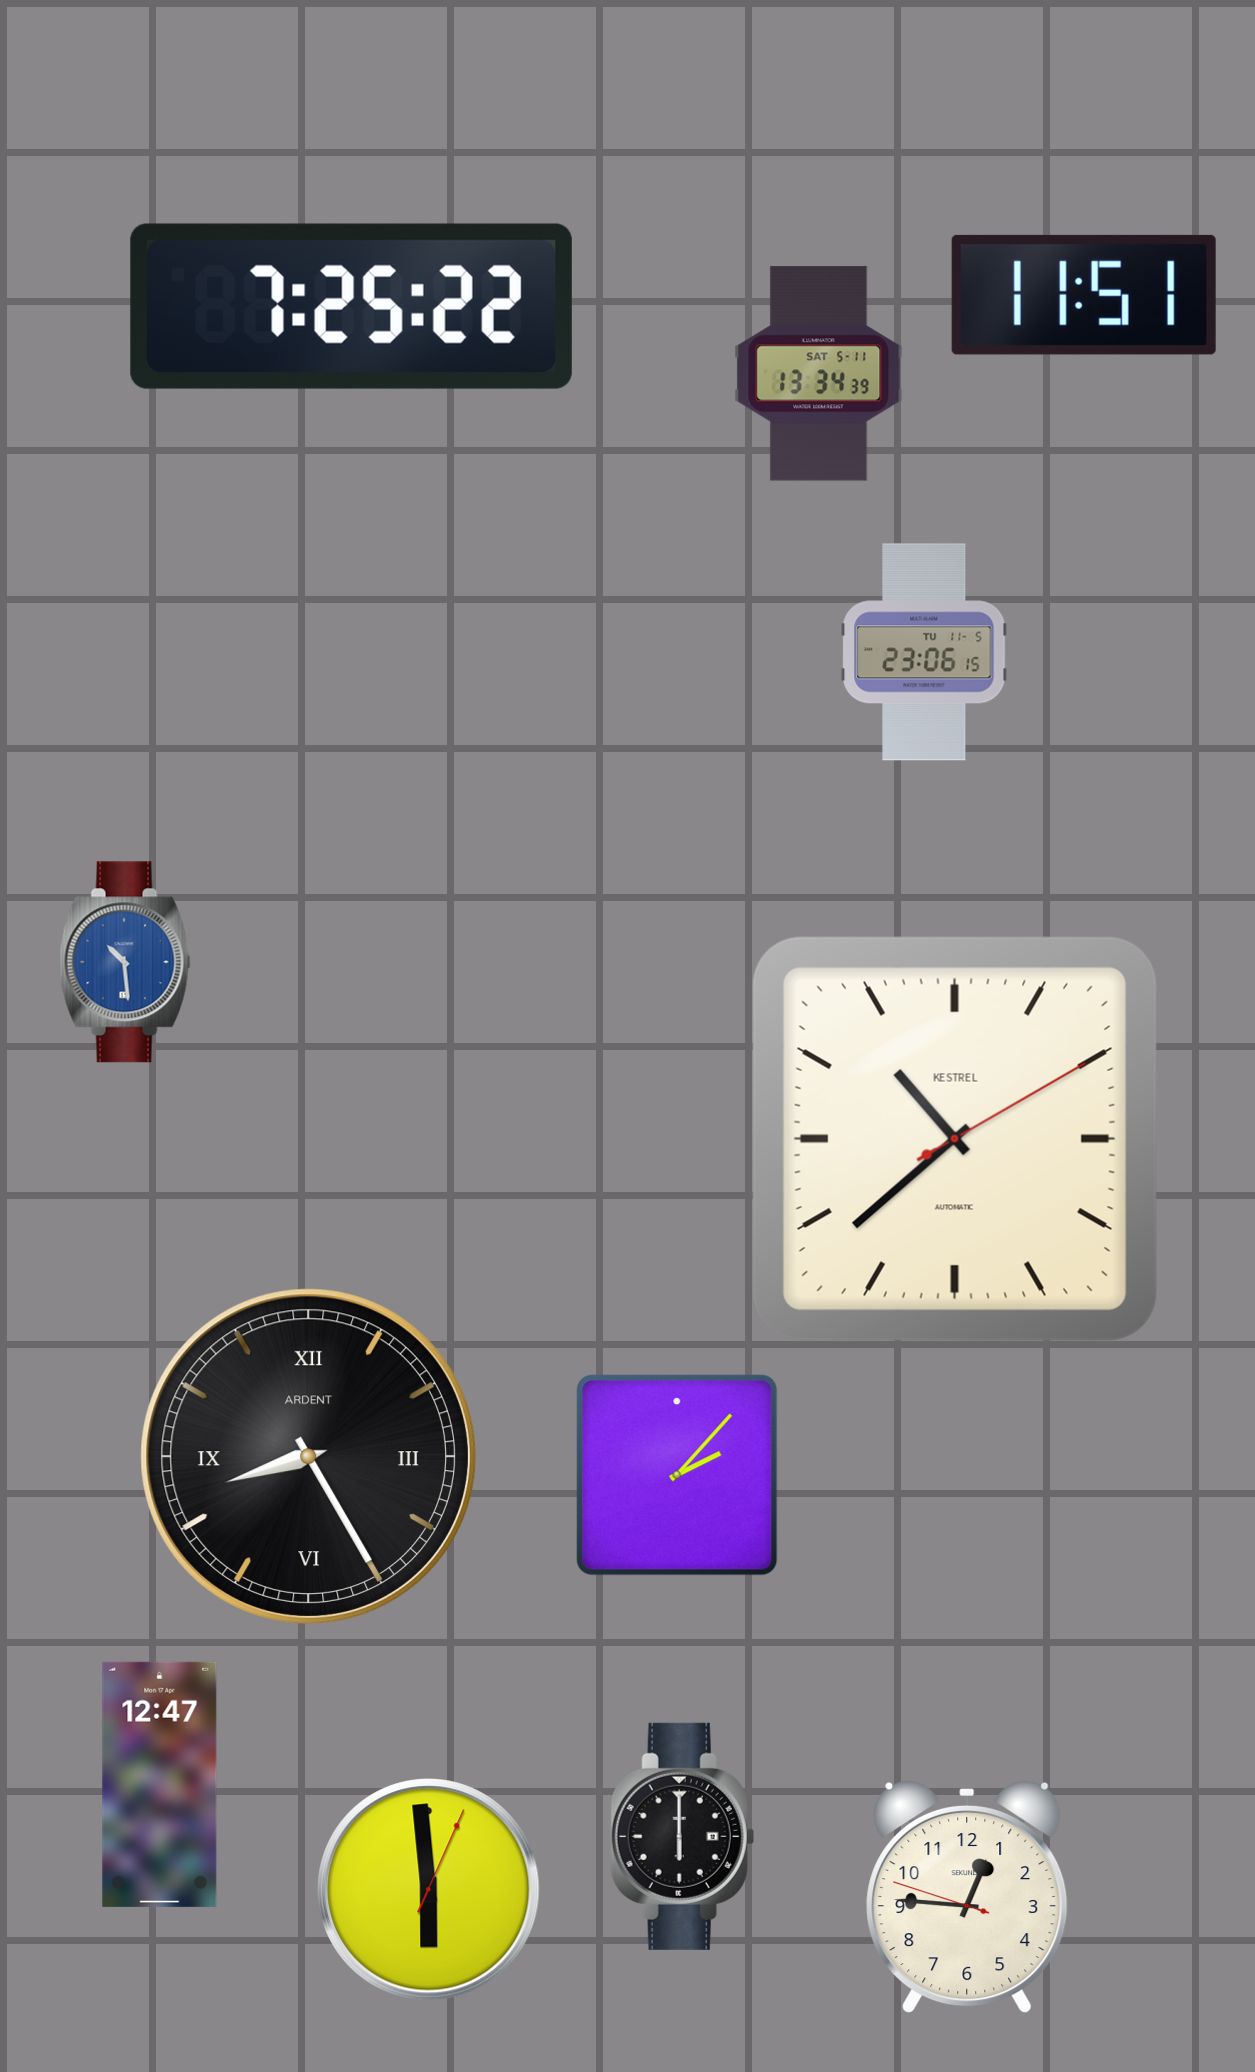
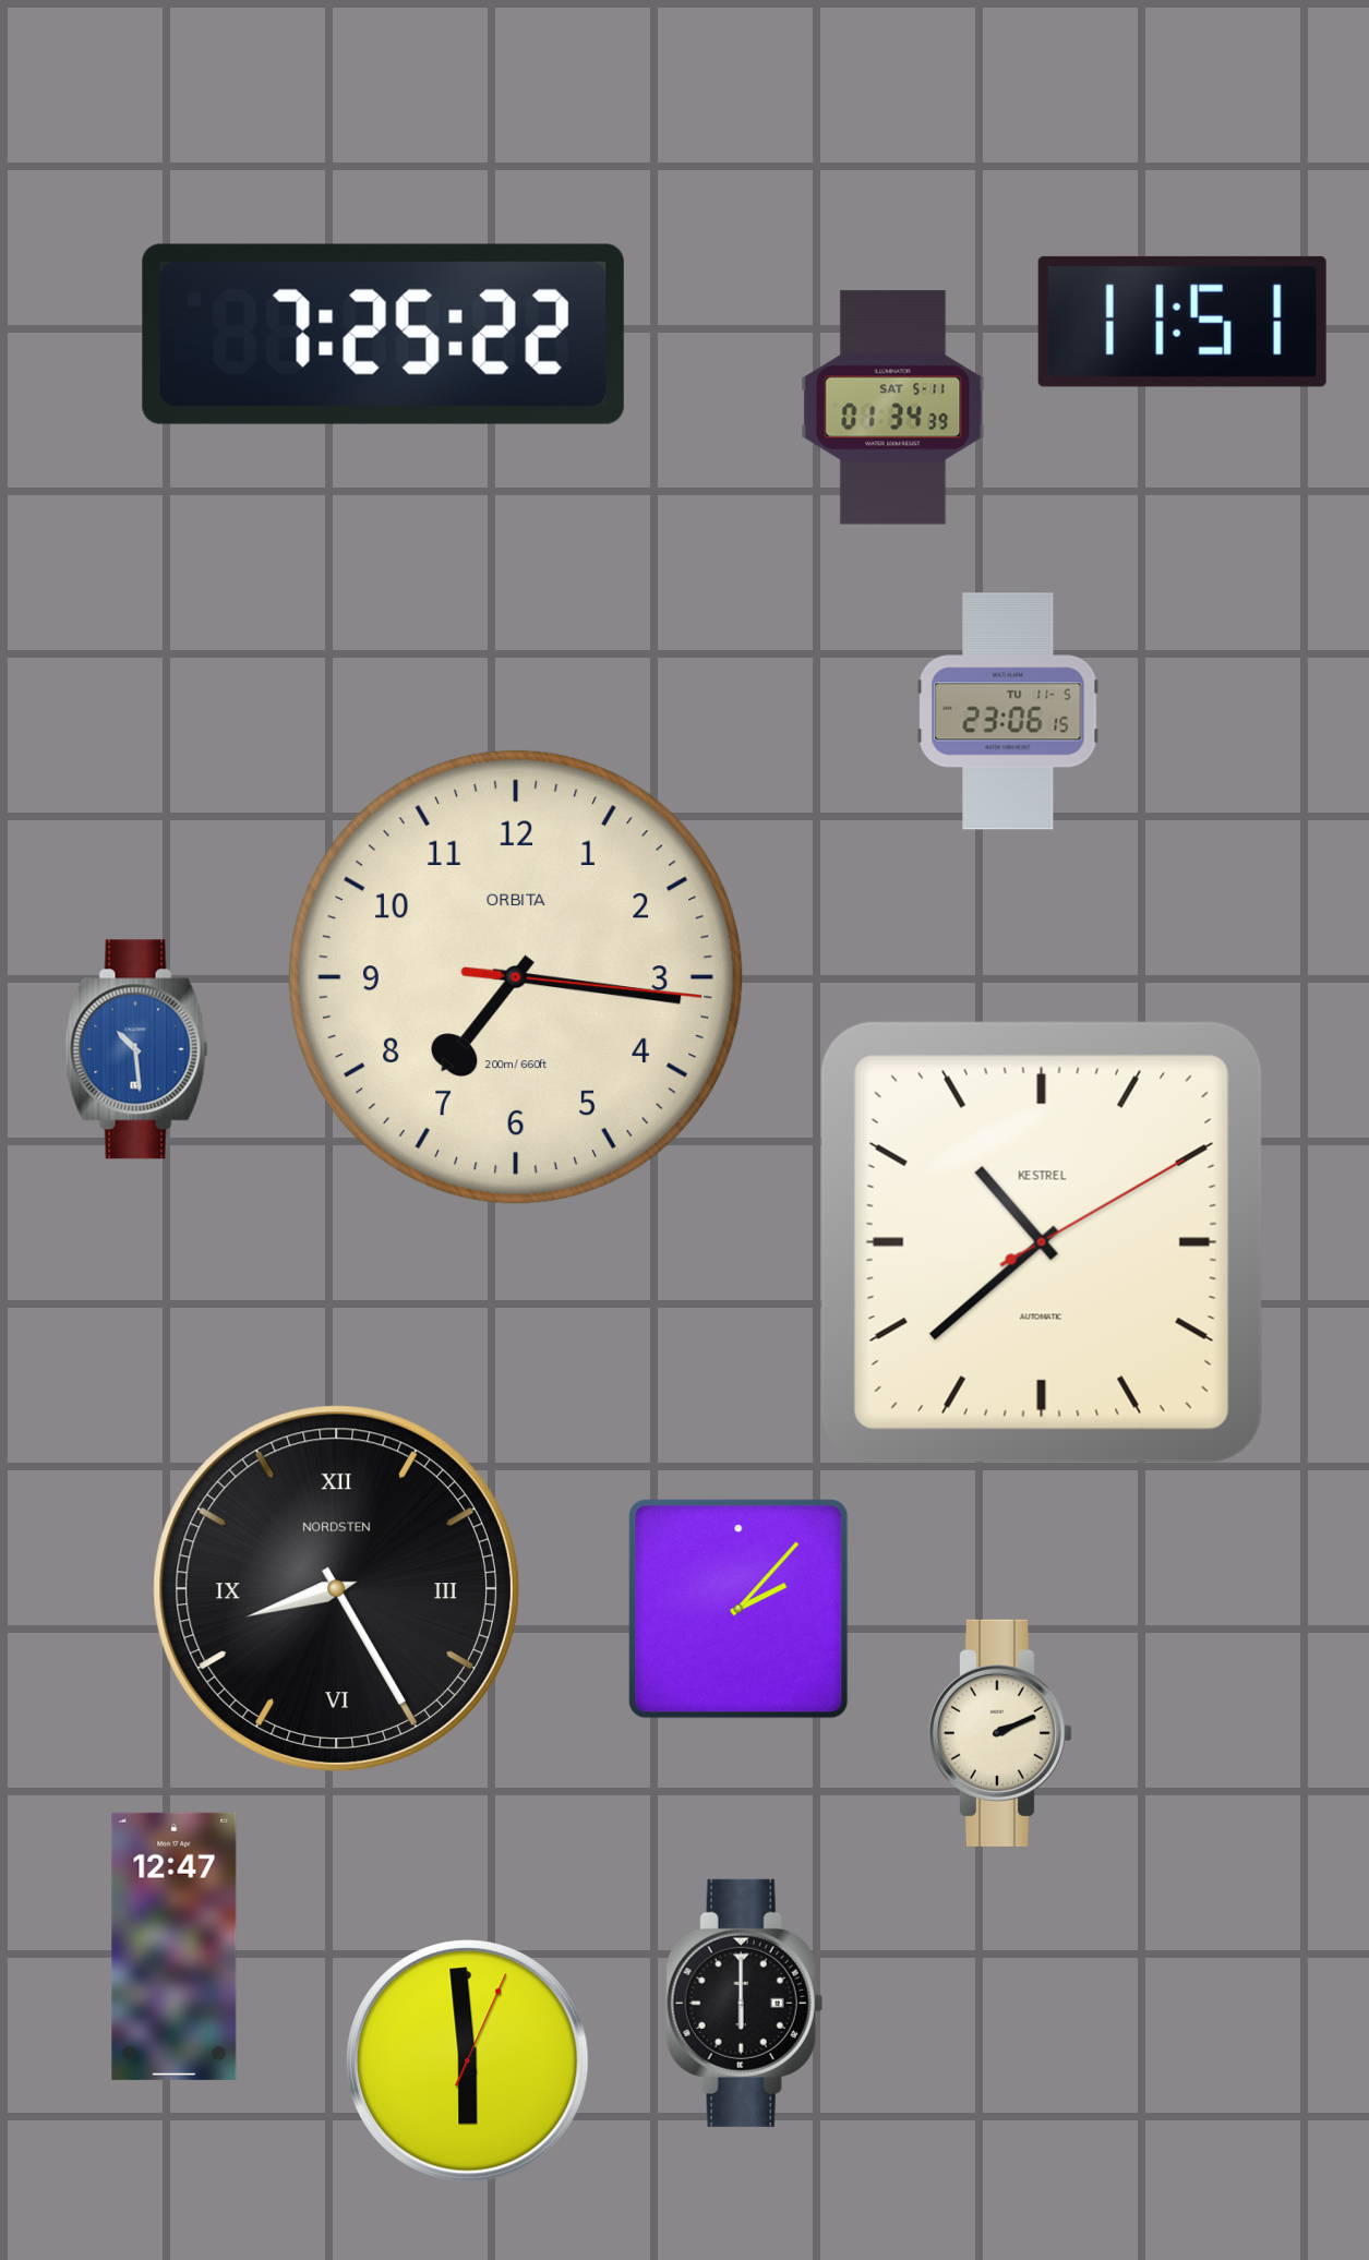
clock at (819, 374): 13:34 -> 01:34
clock at (516, 977): none -> 7:16
clock at (308, 1456) brand: ARDENT -> NORDSTEN
clock at (999, 1733): none -> 2:11
clock at (967, 1897): 12:45 -> none
